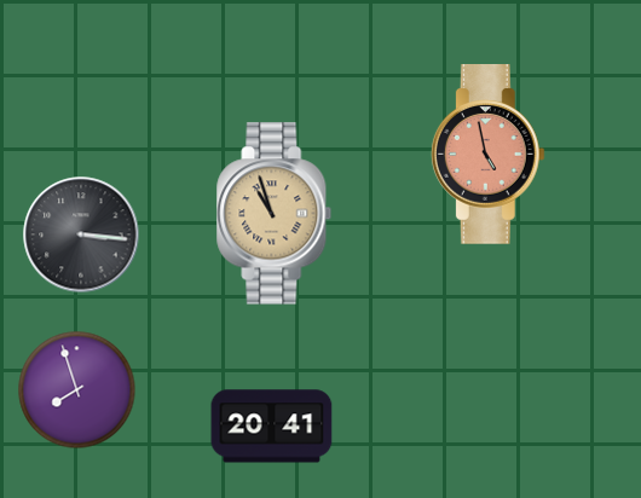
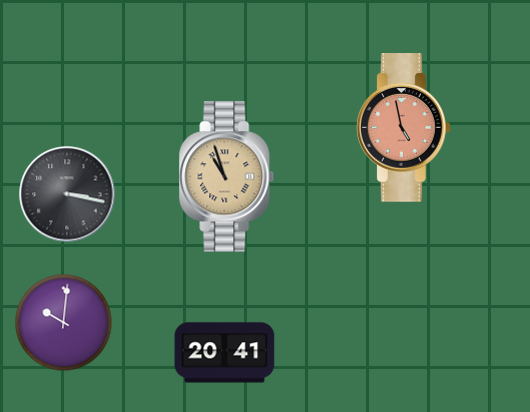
clock at (81, 234): 3:16 -> 3:17
clock at (77, 390): 7:57 -> 10:01
